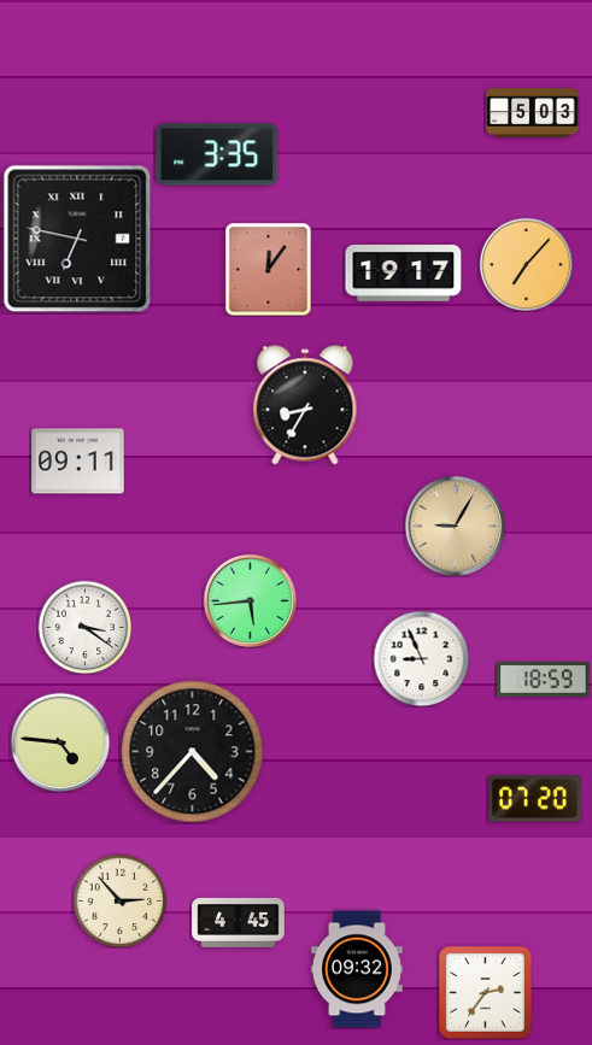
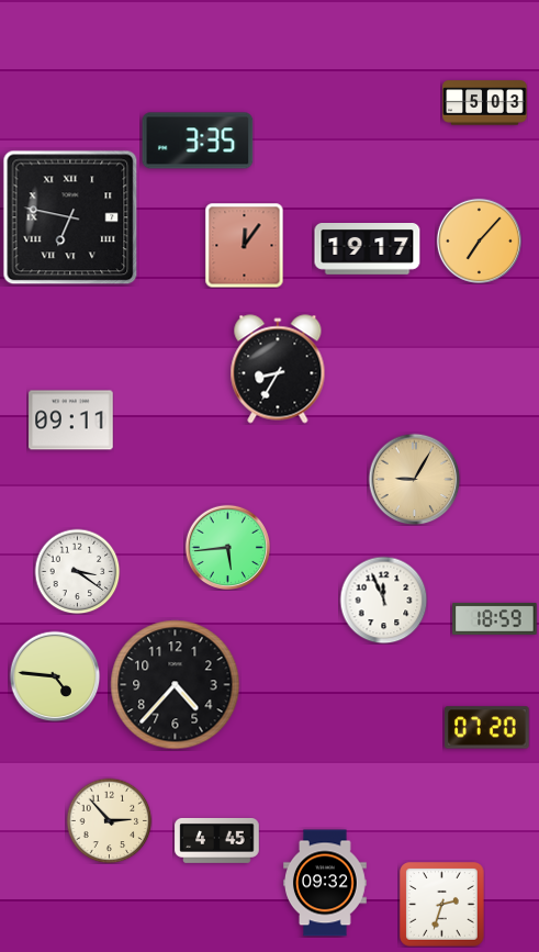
clock at (421, 658): 8:56 -> 11:56
clock at (486, 993): 2:36 -> 2:33
